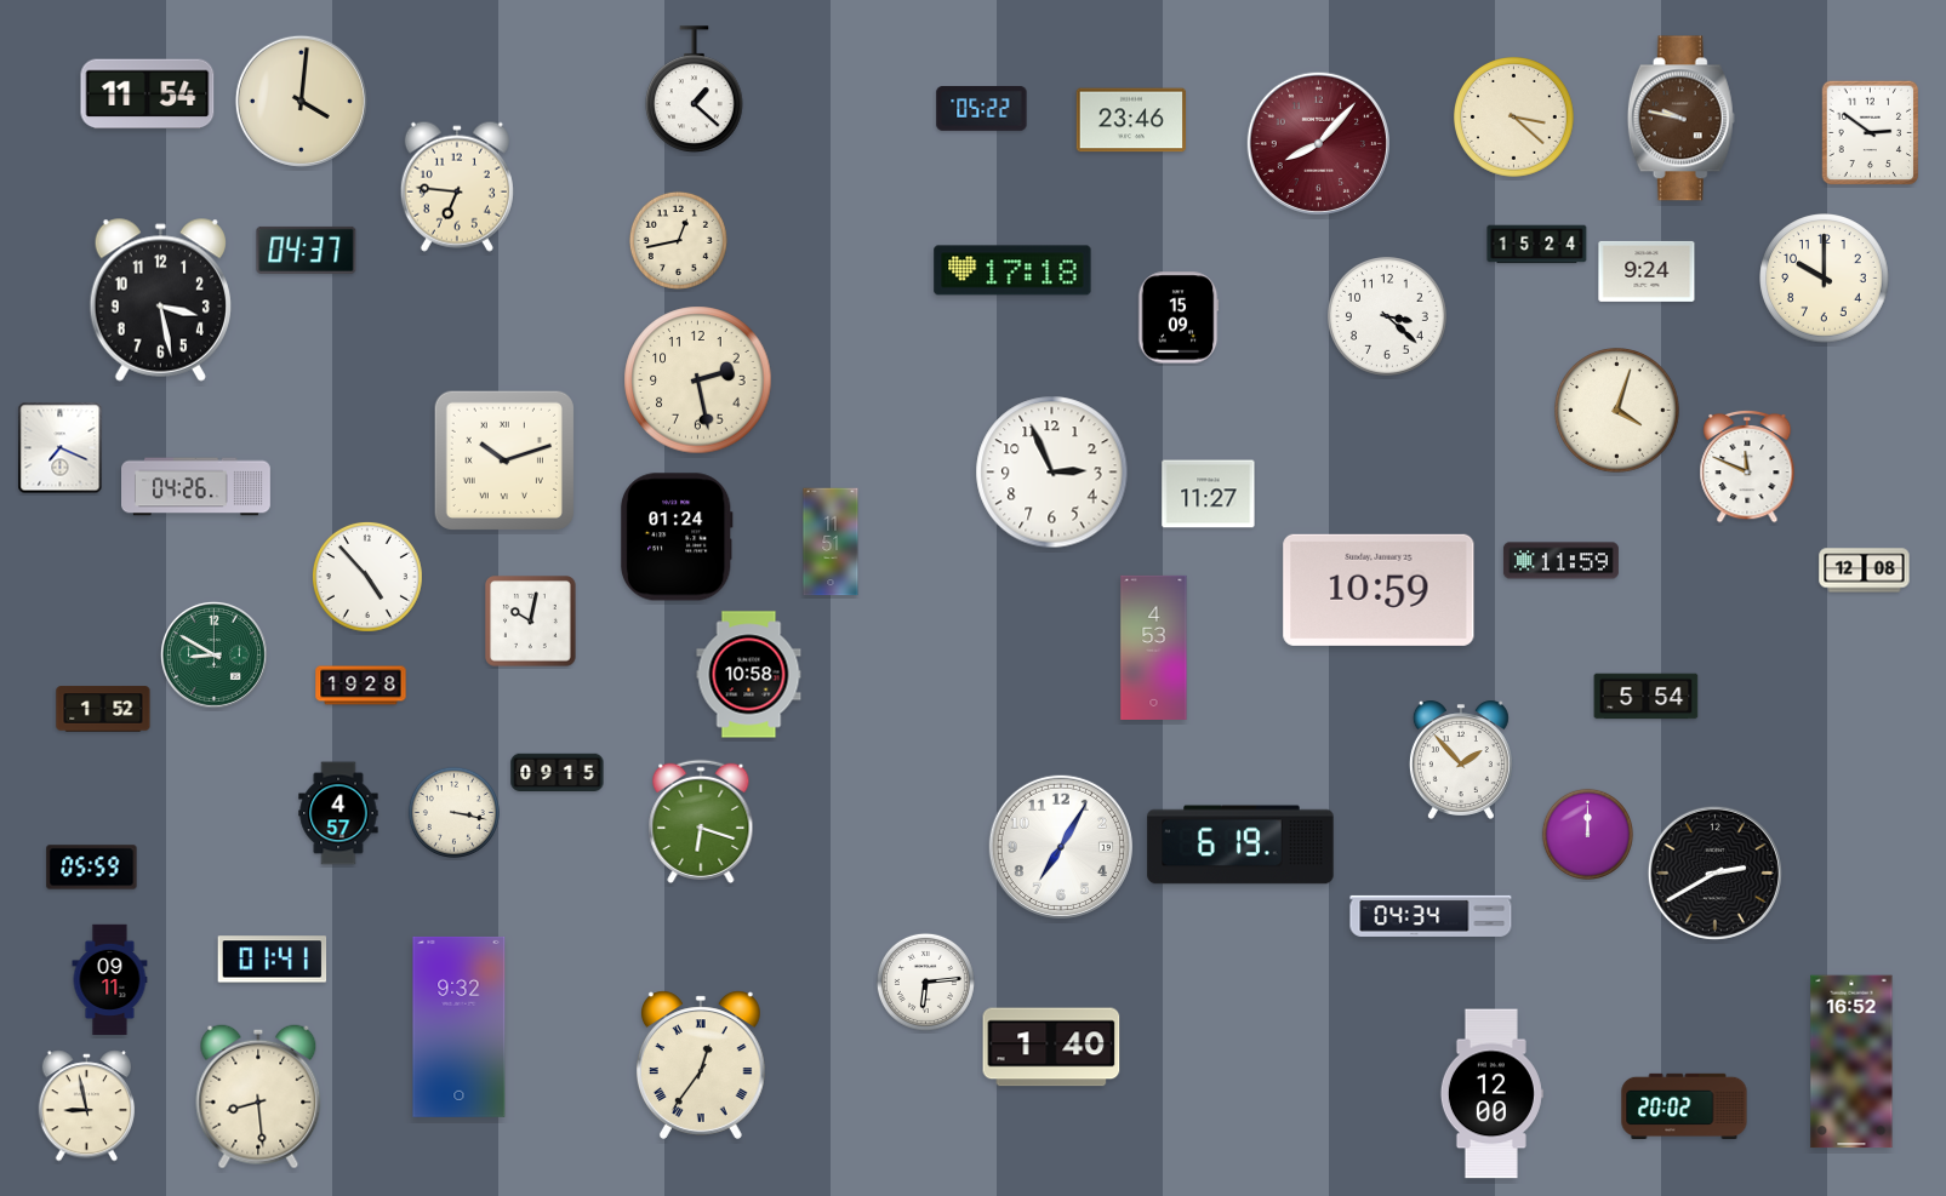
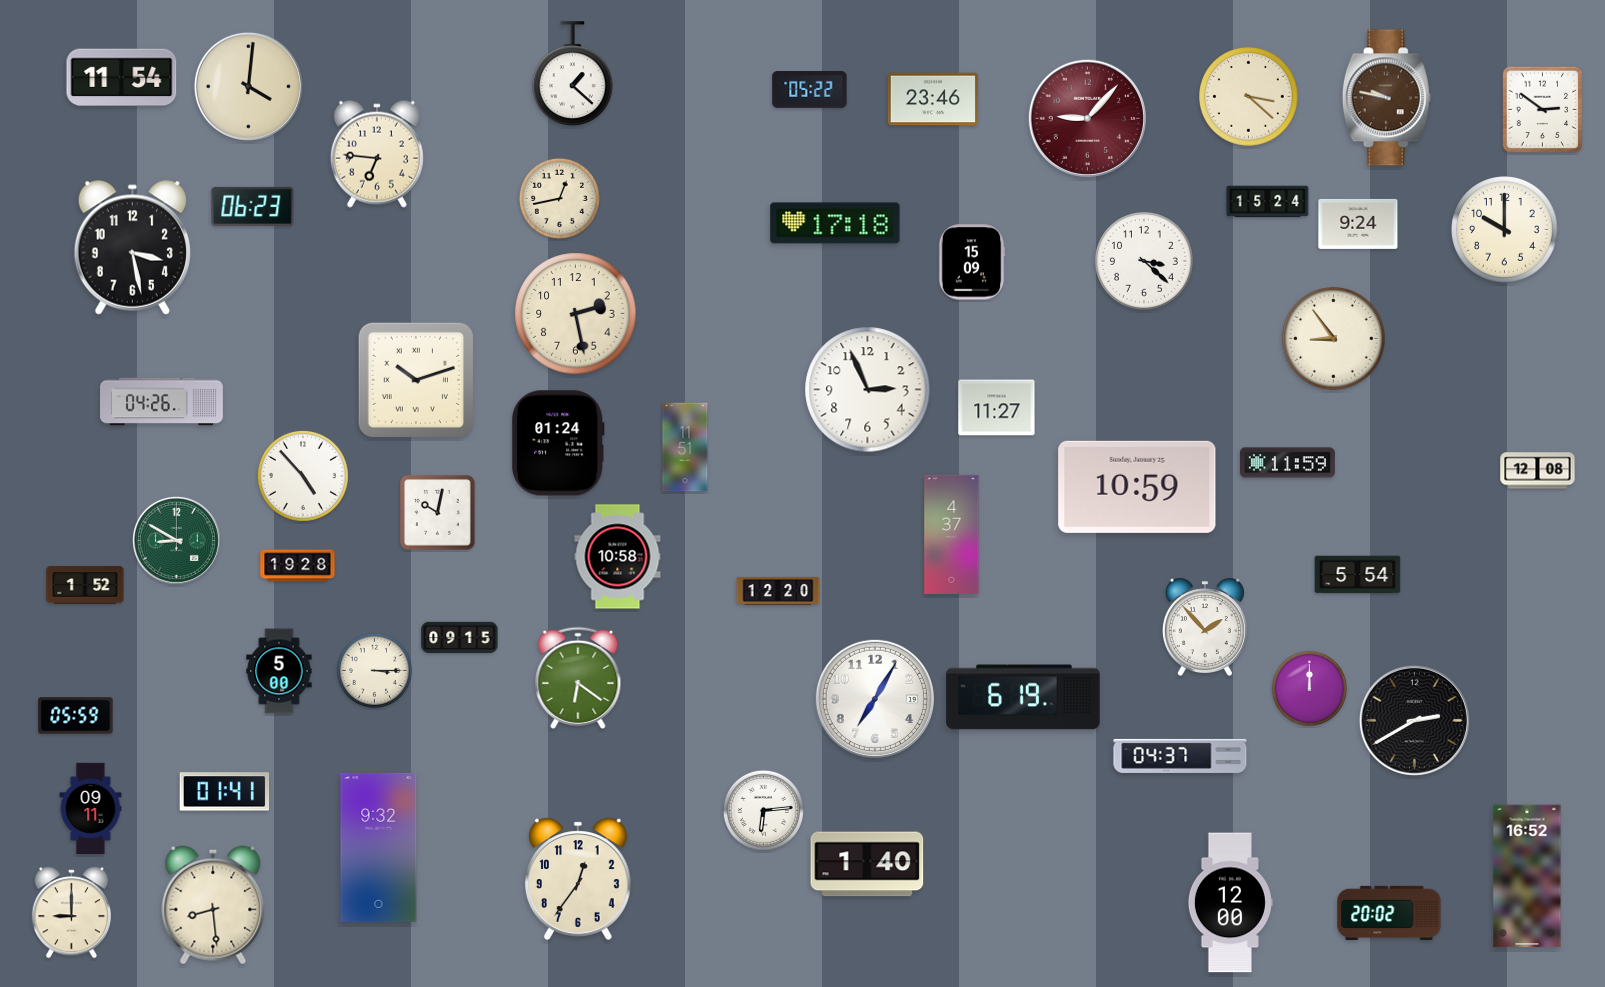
clock at (301, 101) position: (301, 101) -> (248, 86)
clock at (1318, 143): 8:07 -> 9:07
clock at (307, 250): 04:37 -> 06:23
clock at (1617, 411): 4:03 -> 8:54
clock at (61, 448): 7:19 -> none
clock at (1747, 467): 11:49 -> none
clock at (1154, 647): 4:53 -> 4:37
clock at (778, 591): none -> 12:20
clock at (453, 812): 3:17 -> 3:15
clock at (338, 813): 4:57 -> 5:00
clock at (701, 822): 6:18 -> 6:21
clock at (1431, 916): 04:34 -> 04:37
clock at (701, 1065) numerals: Roman -> Arabic
clock at (87, 1106): 8:58 -> 9:00
